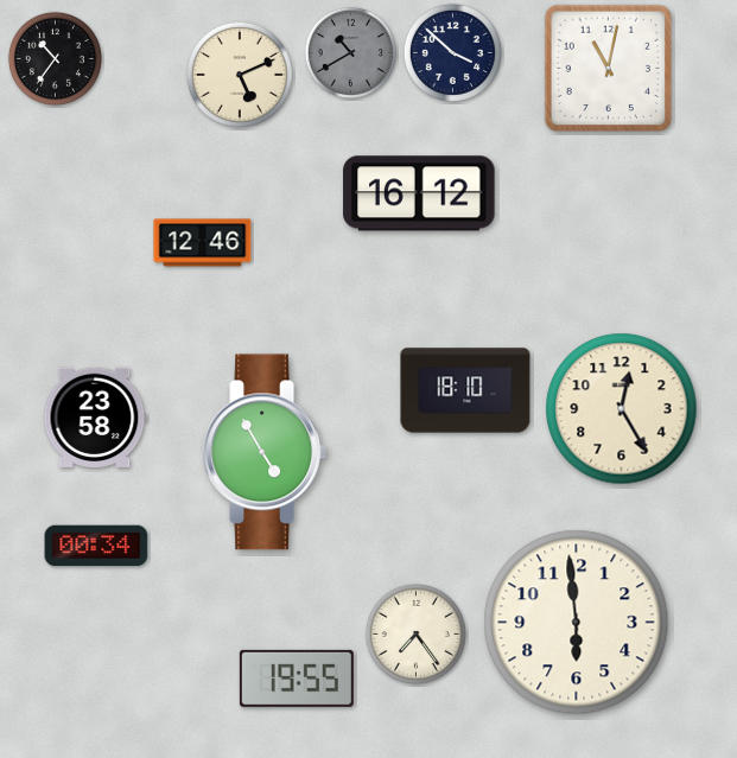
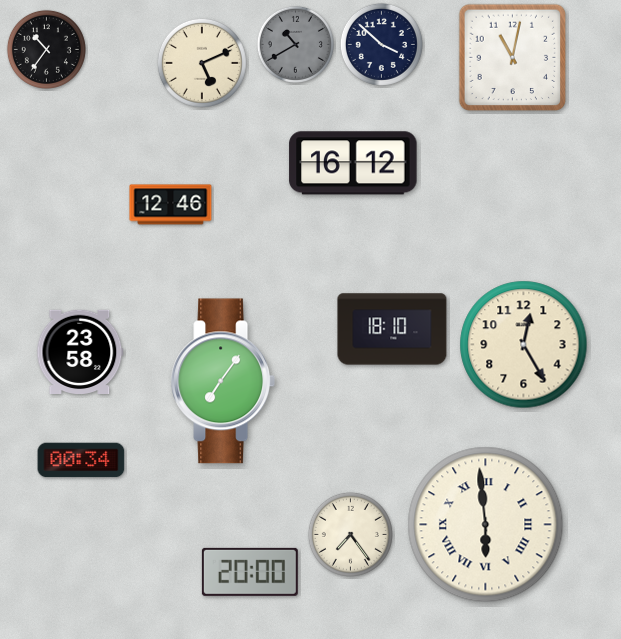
clock at (263, 452): 4:55 -> 7:06
clock at (577, 623) numerals: Arabic -> Roman
clock at (297, 679): 19:55 -> 20:00
